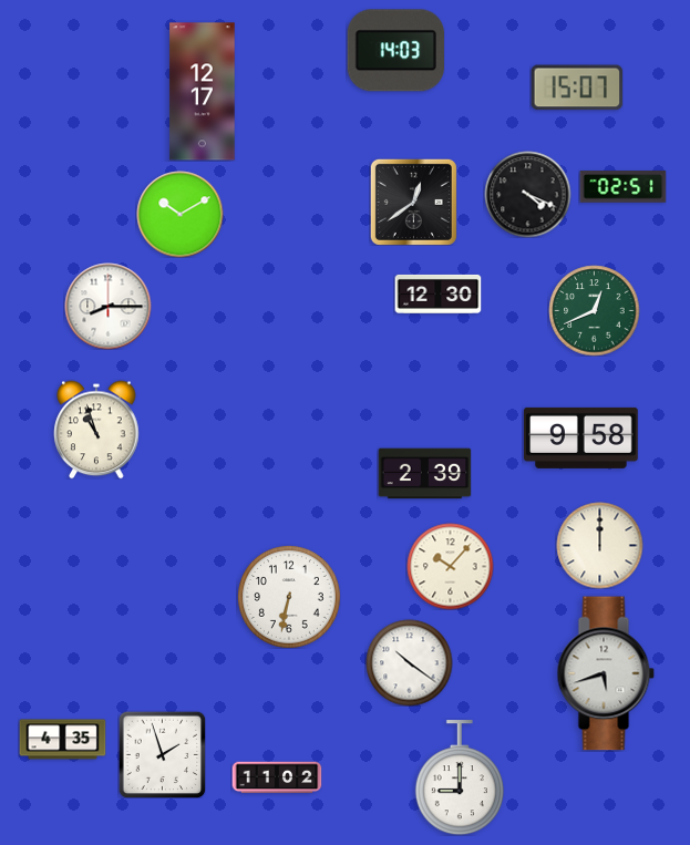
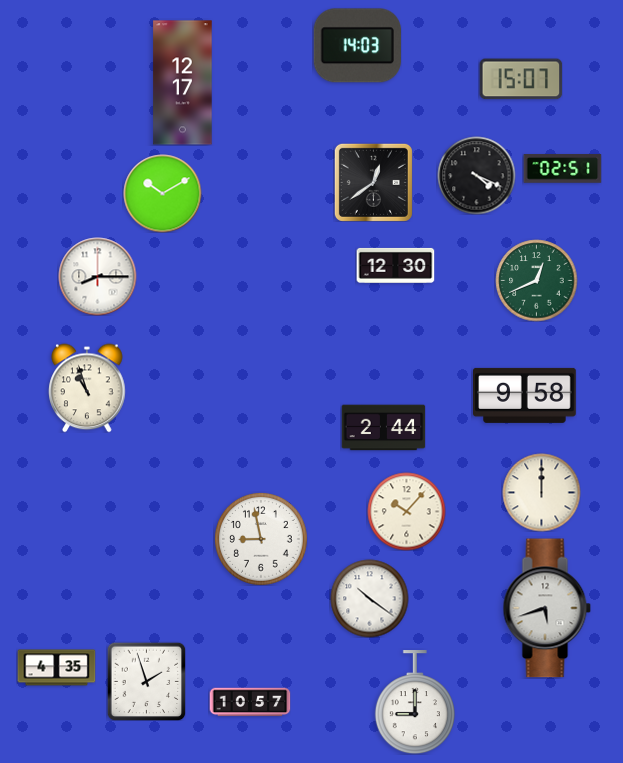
clock at (424, 474): 2:39 -> 2:44
clock at (289, 597): 6:32 -> 8:58
clock at (277, 777): 11:02 -> 10:57
